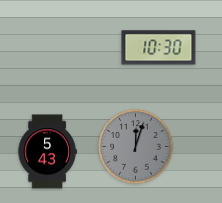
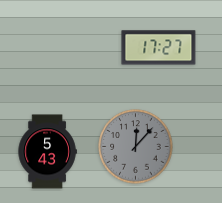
clock at (159, 48): 10:30 -> 17:27
clock at (136, 147): 12:03 -> 12:07
